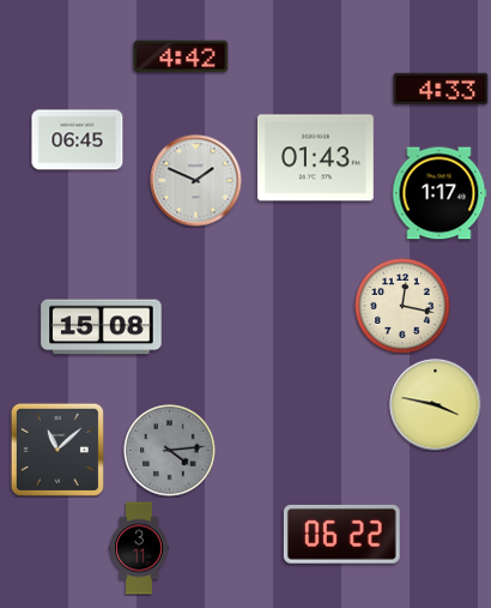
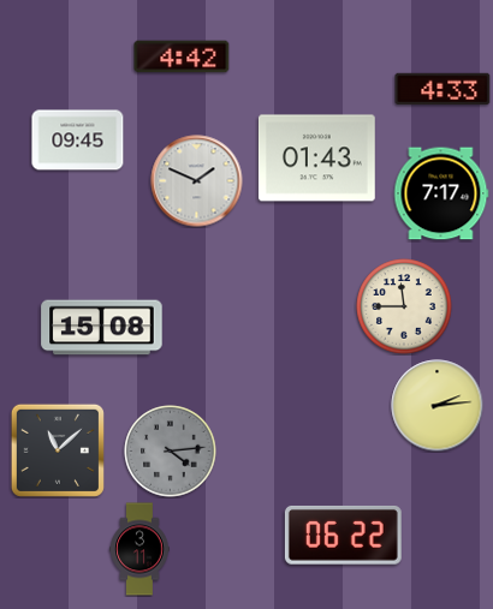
clock at (78, 140): 06:45 -> 09:45
clock at (440, 193): 1:17 -> 7:17
clock at (402, 306): 12:17 -> 11:45
clock at (436, 405): 3:47 -> 2:14
